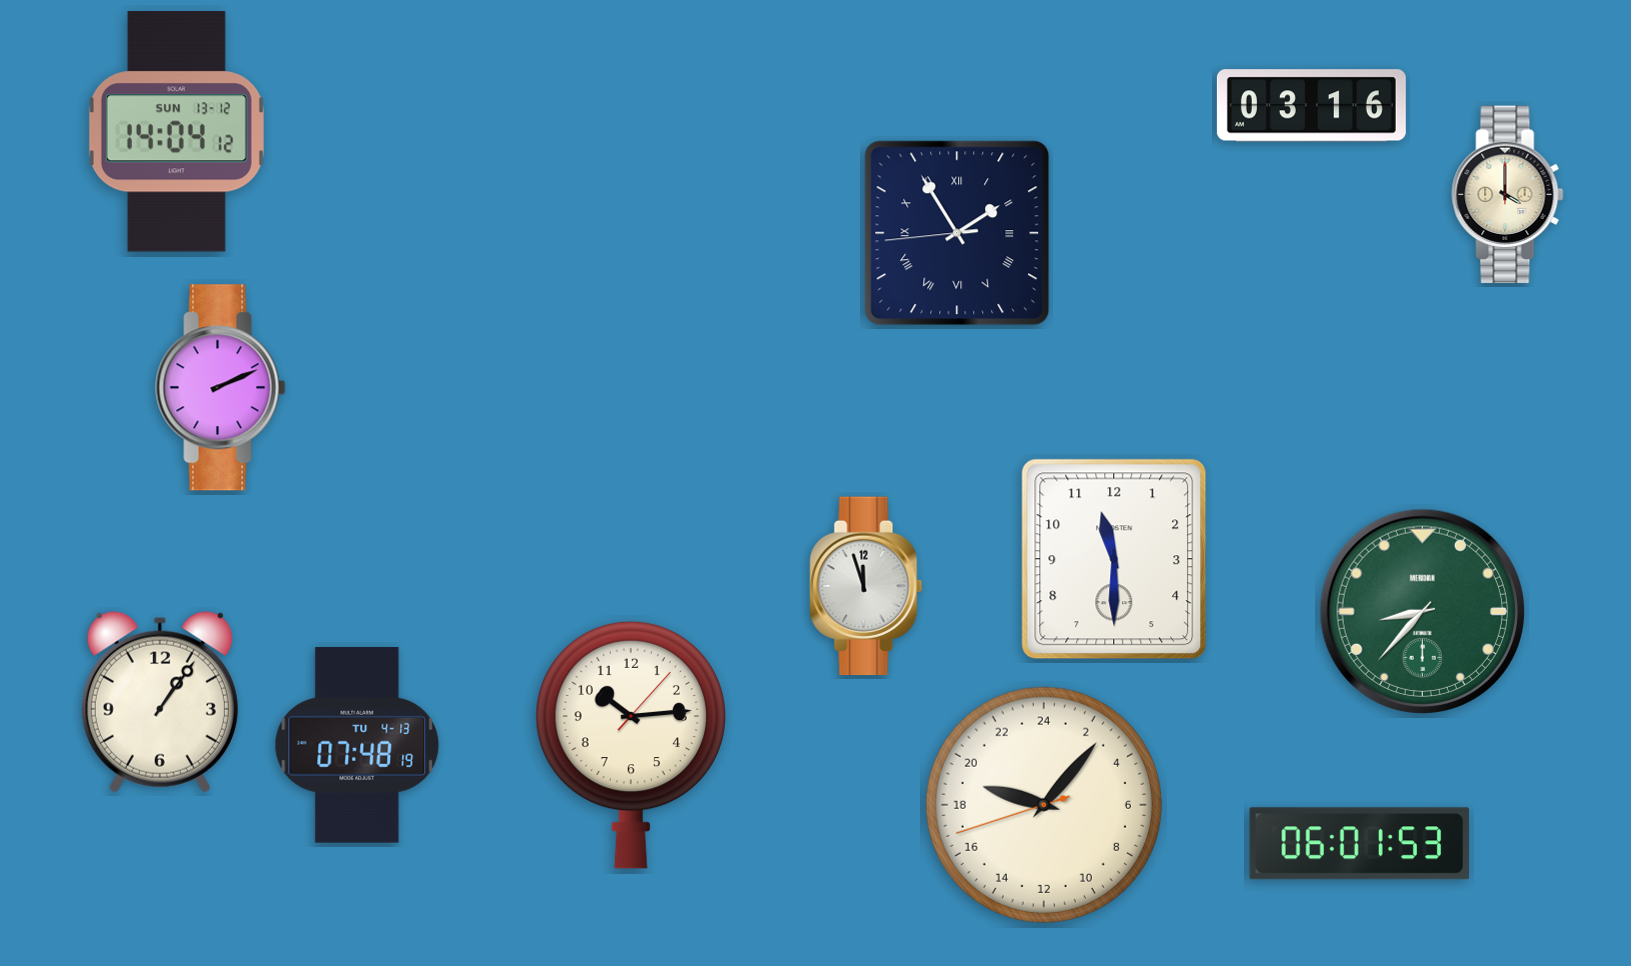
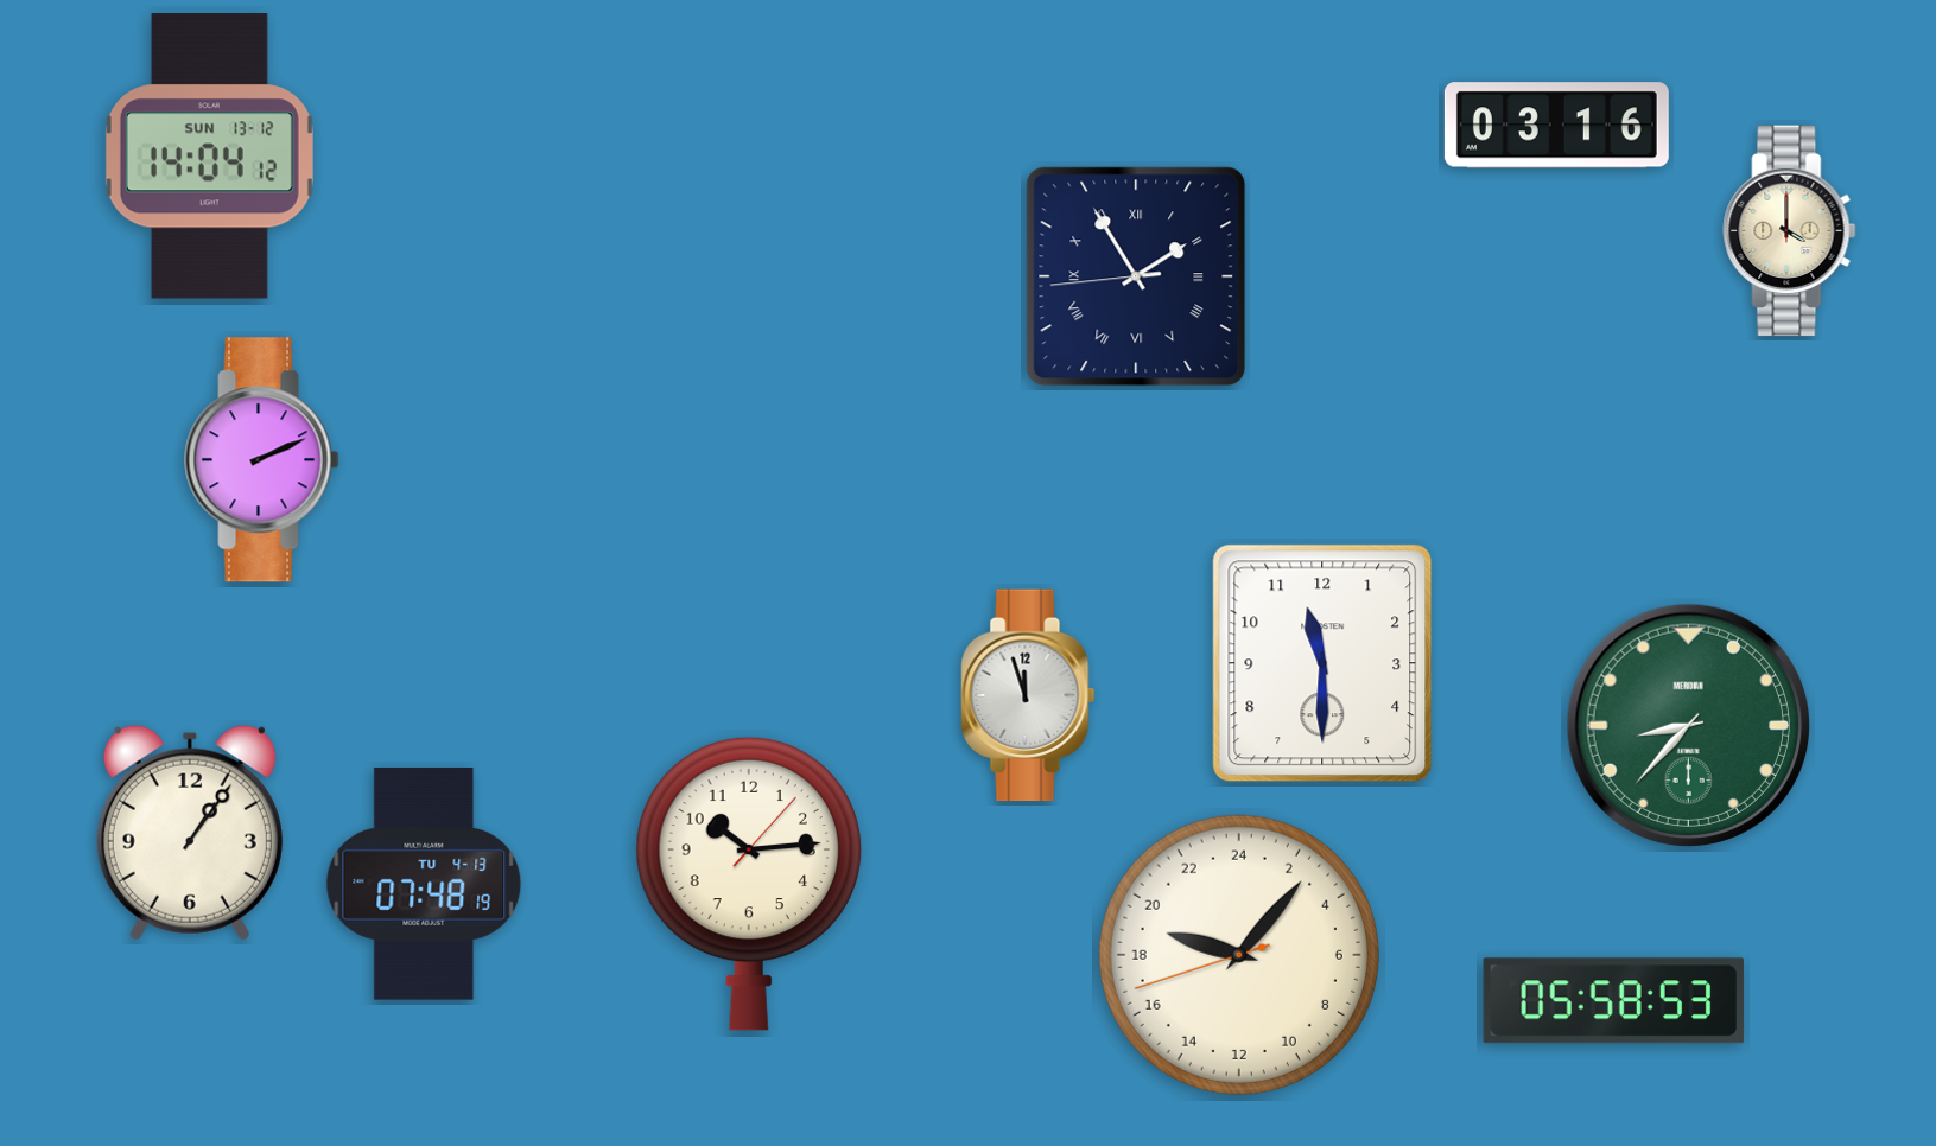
clock at (1359, 844): 06:01 -> 05:58
